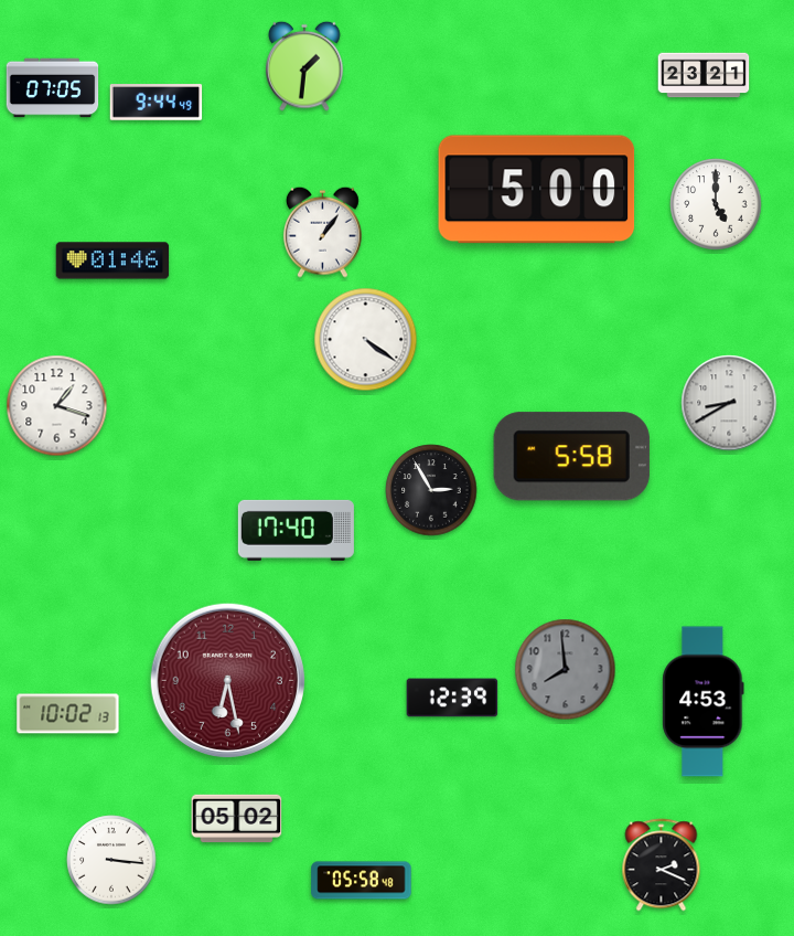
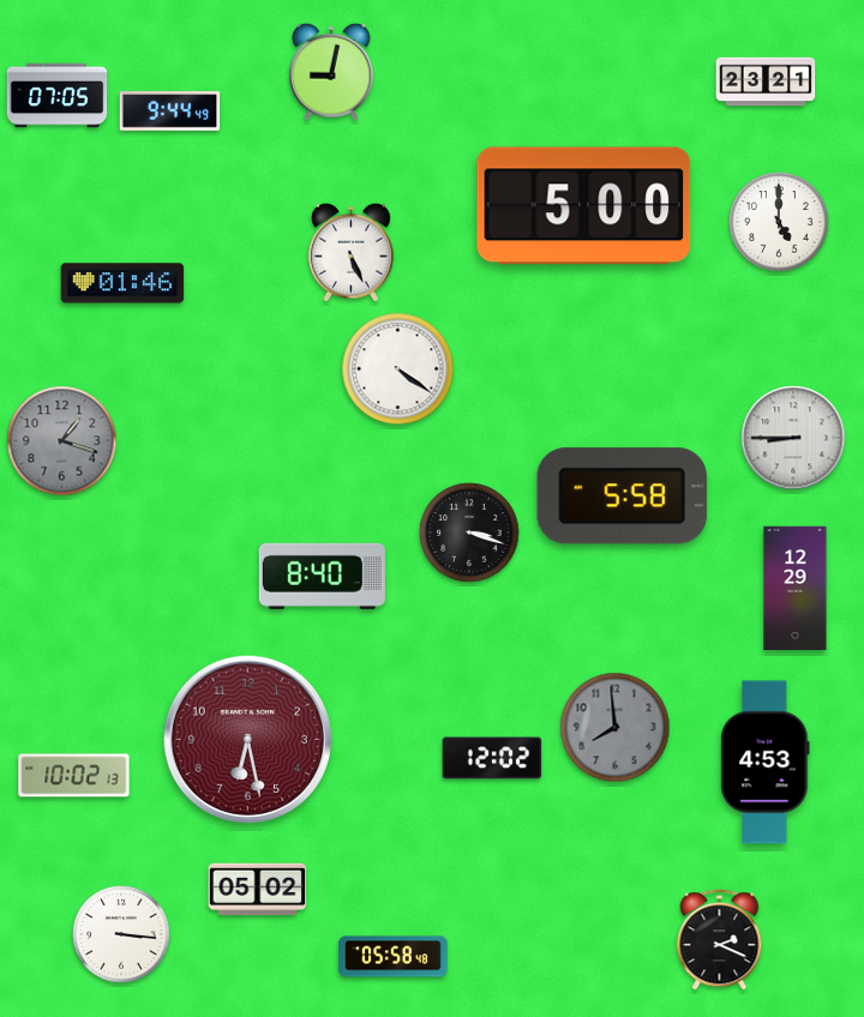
clock at (304, 66): 1:31 -> 9:02
clock at (323, 232): 1:06 -> 5:26
clock at (729, 403): 8:40 -> 8:45
clock at (57, 406) dial: white -> grey
clock at (431, 490): 2:55 -> 3:18
clock at (296, 530): 17:40 -> 8:40
clock at (796, 589): none -> 12:29
clock at (452, 698): 12:39 -> 12:02
